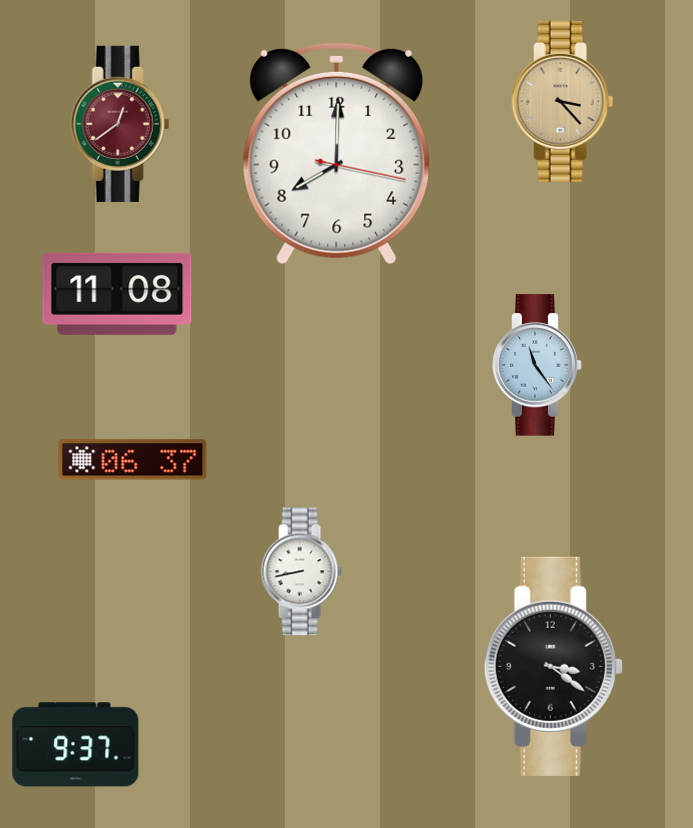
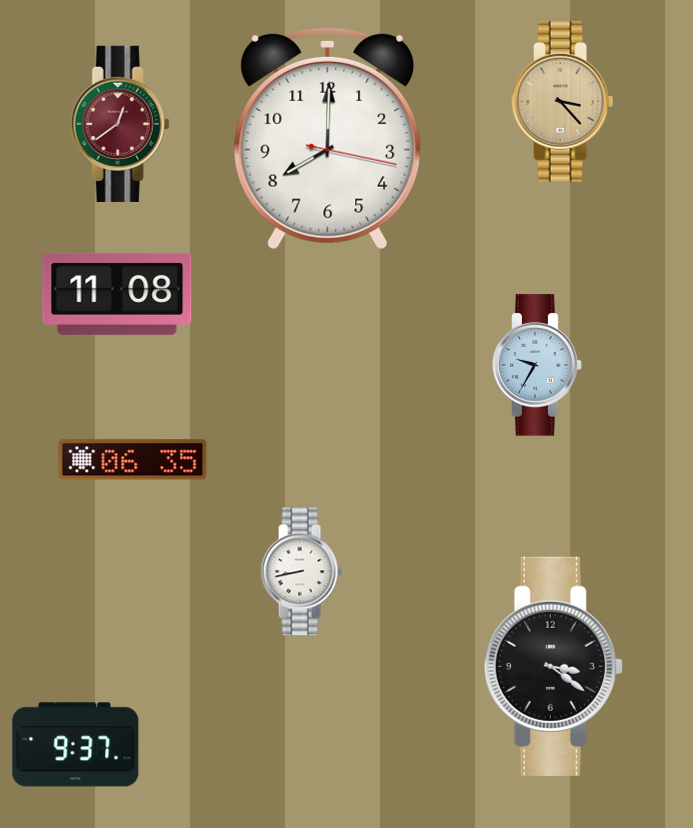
clock at (337, 153) position: (337, 153) -> (328, 138)
clock at (537, 365): 11:24 -> 9:35
clock at (133, 460): 06:37 -> 06:35
